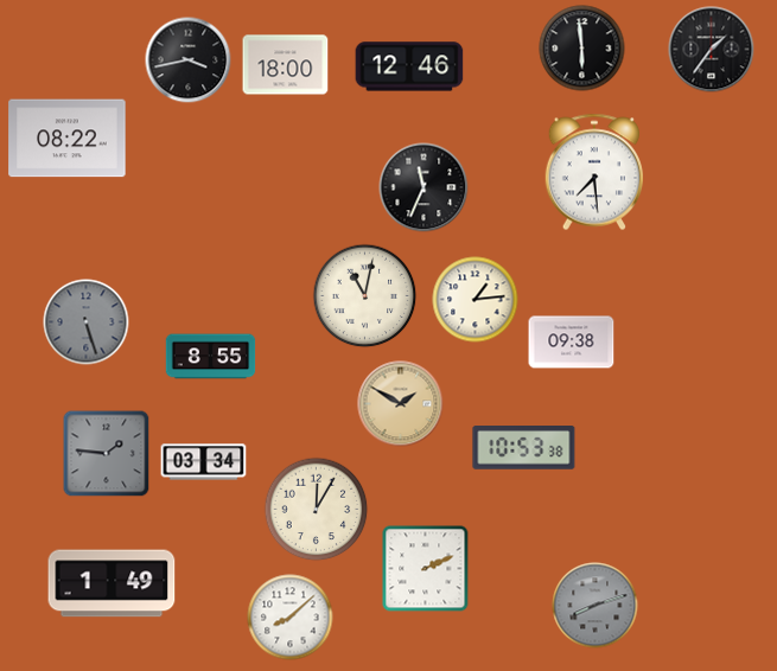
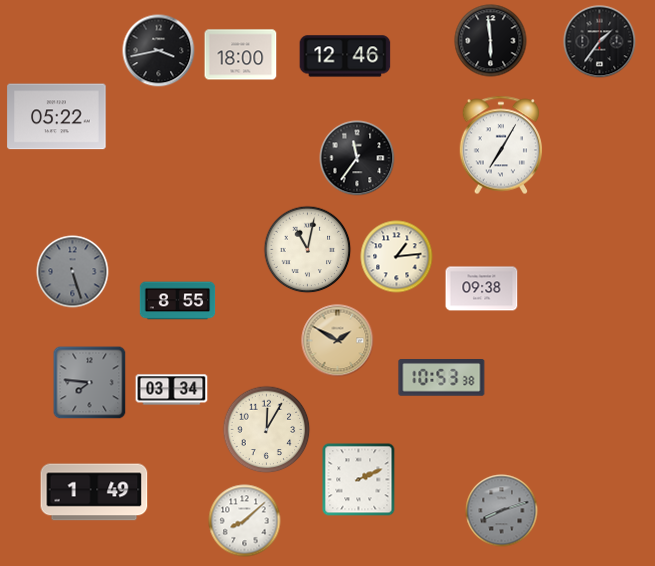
clock at (68, 139): 08:22 -> 05:22
clock at (594, 172): 7:29 -> 7:05
clock at (423, 187): 11:34 -> 11:36
clock at (476, 300) position: (476, 300) -> (397, 257)
clock at (107, 454): 1:46 -> 7:46
